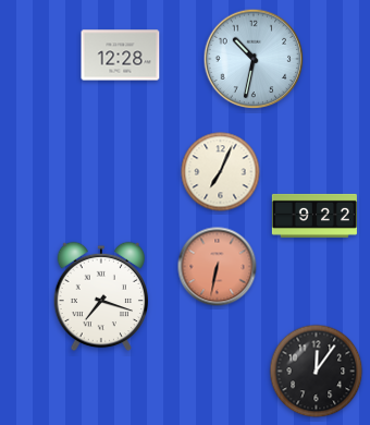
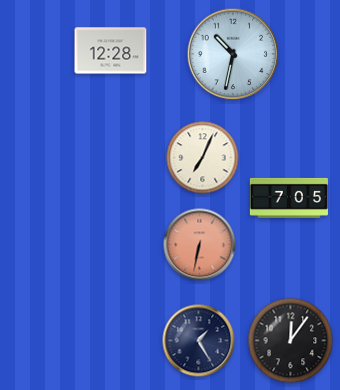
clock at (314, 216): 9:22 -> 7:05
clock at (101, 296): 7:18 -> none
clock at (199, 341): none -> 1:25
